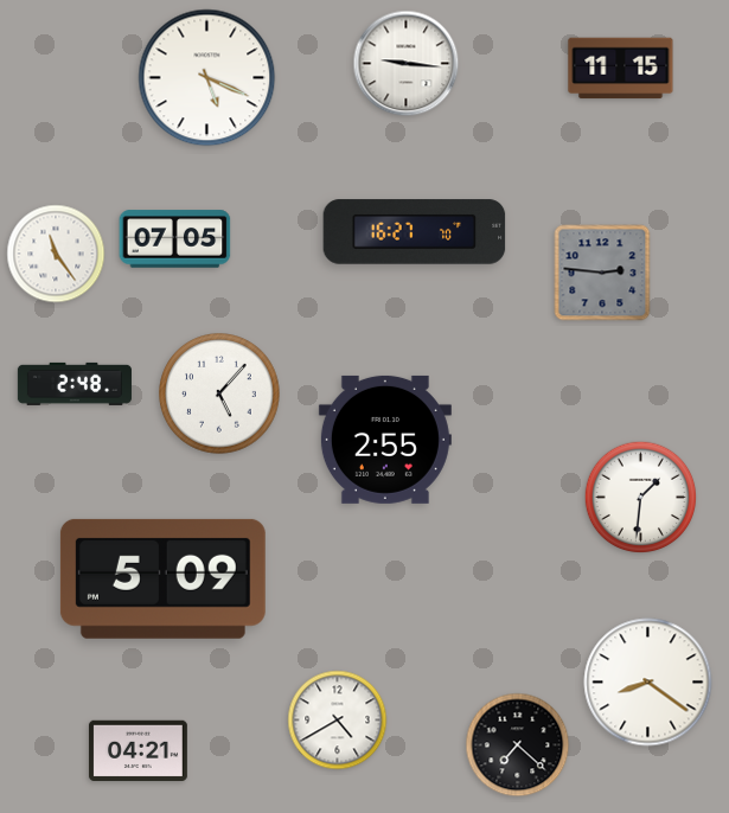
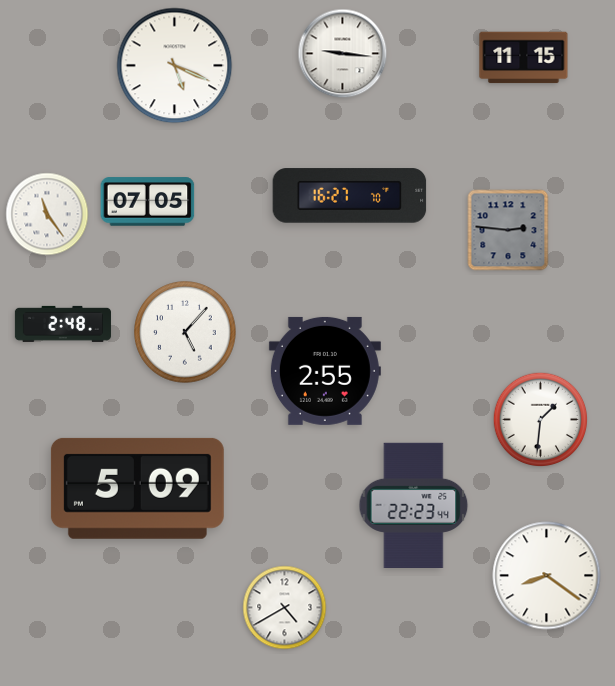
clock at (414, 505): none -> 22:23
clock at (518, 745): 7:22 -> none
clock at (138, 750): 04:21 -> none
